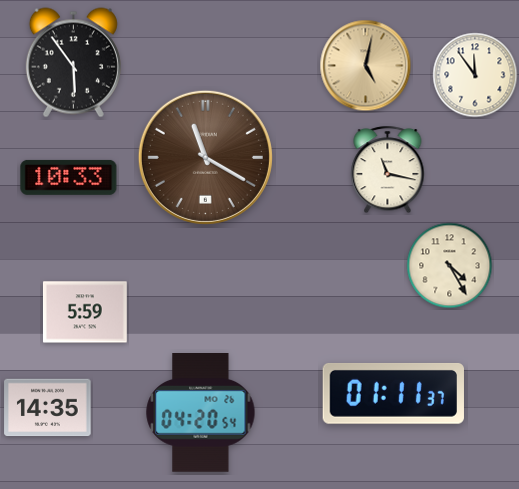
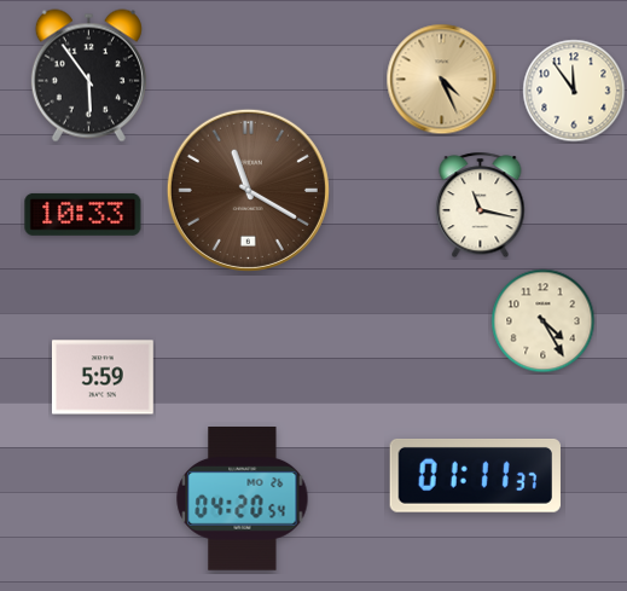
clock at (366, 66): 5:02 -> 4:26
clock at (388, 170) position: (388, 170) -> (481, 205)
clock at (48, 408): 14:35 -> none
